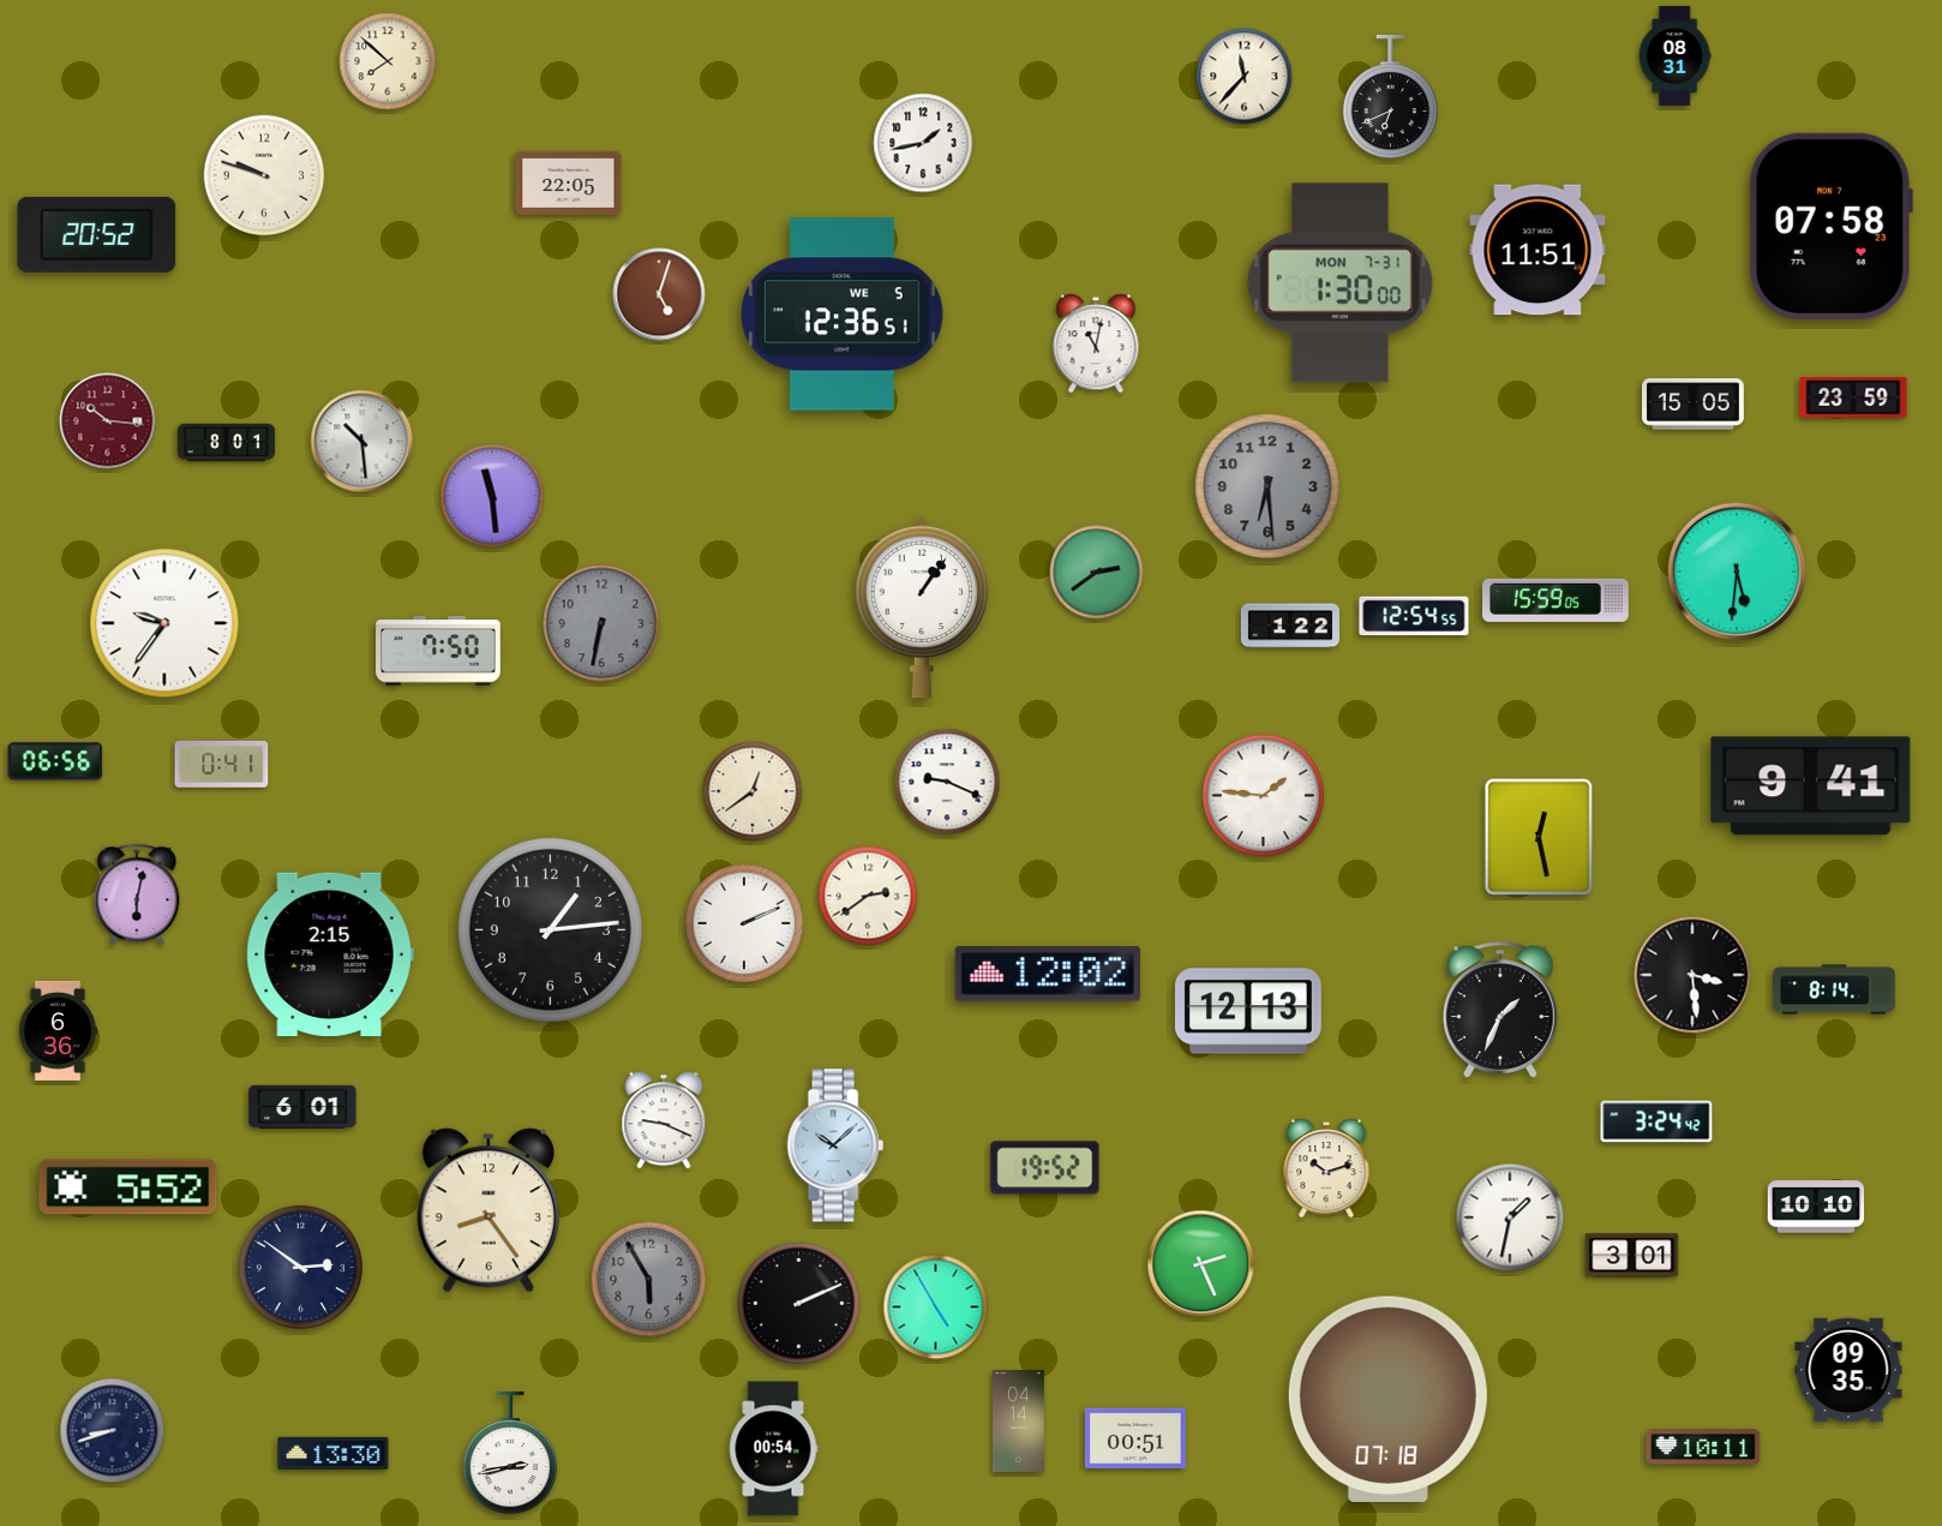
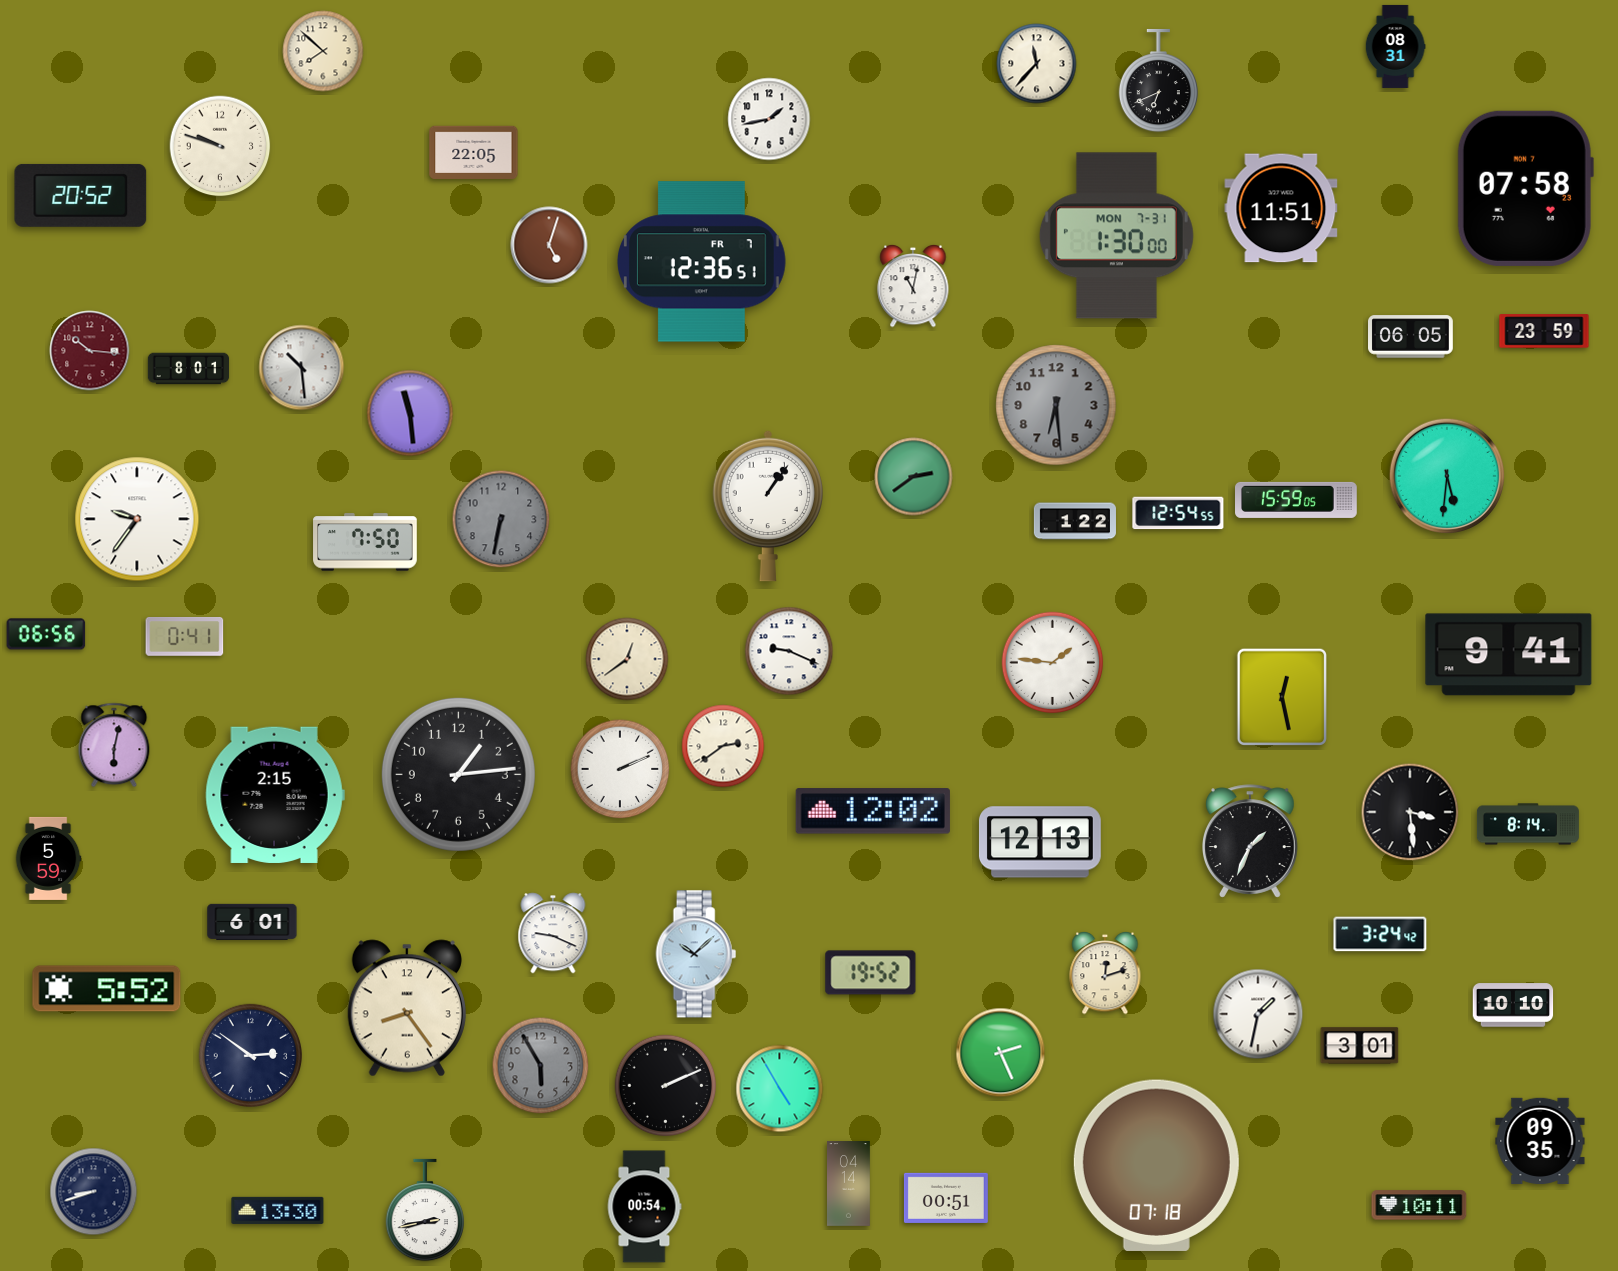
clock at (841, 315) date: WE 5 -> FR 7
clock at (1694, 405): 15:05 -> 06:05
clock at (58, 1030): 6:36 -> 5:59
clock at (1326, 1168): 10:12 -> 12:12
